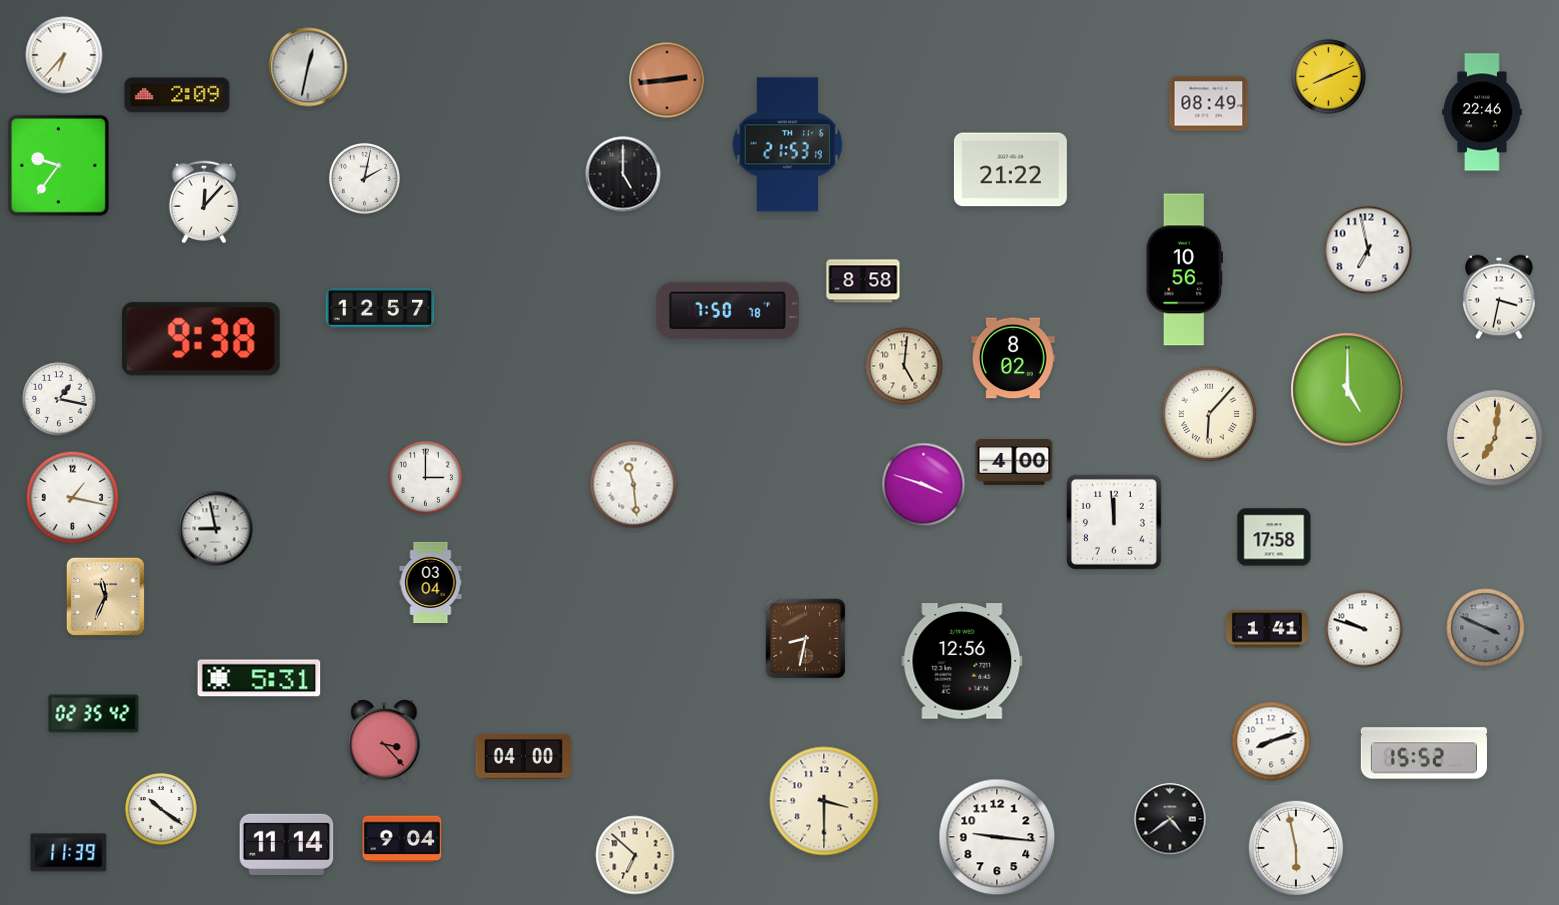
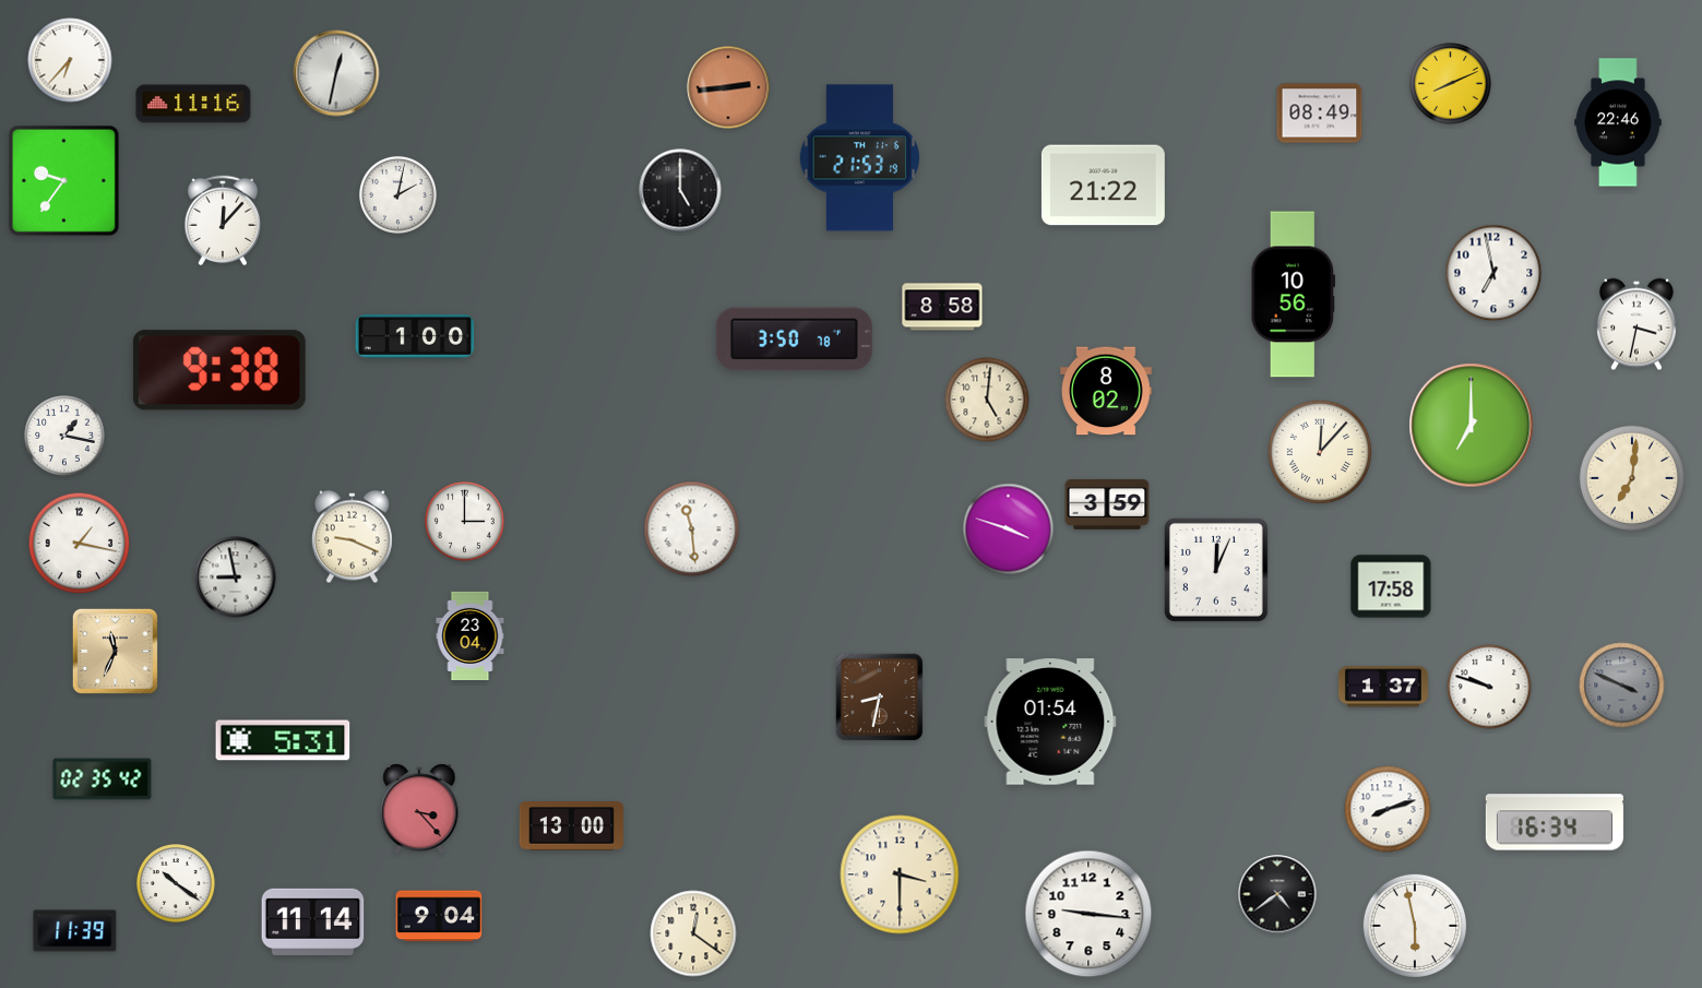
clock at (177, 95): 2:09 -> 11:16
clock at (380, 308): 12:57 -> 1:00
clock at (727, 311): 7:50 -> 3:50
clock at (1348, 390): 5:00 -> 7:00
clock at (1208, 413): 6:07 -> 12:07
clock at (1014, 462): 4:00 -> 3:59
clock at (352, 537): none -> 9:19
clock at (1114, 522): 11:59 -> 12:04
clock at (431, 582): 03:04 -> 23:04
clock at (1267, 629): 1:41 -> 1:37
clock at (962, 661): 12:56 -> 01:54
clock at (1424, 753): 15:52 -> 16:34
clock at (523, 757): 04:00 -> 13:00
clock at (635, 855): 6:52 -> 12:21
